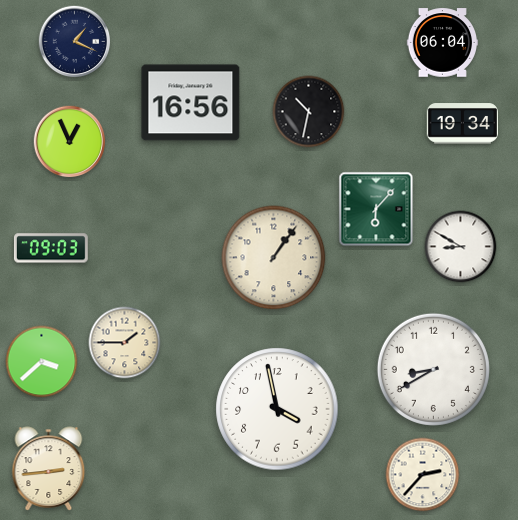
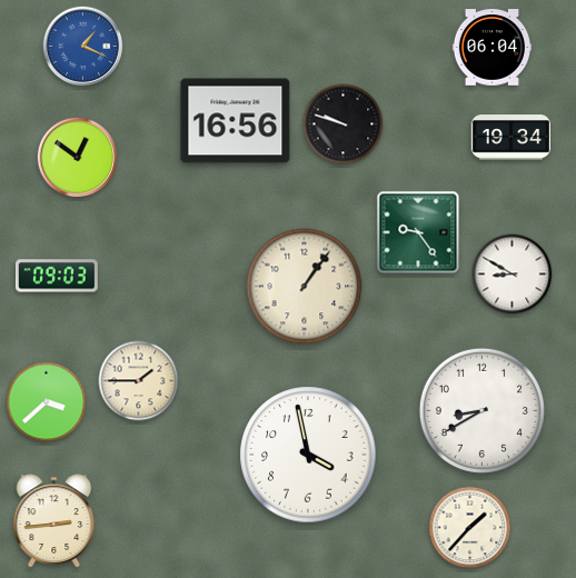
clock at (75, 42) dial: navy -> blue
clock at (191, 103) position: (191, 103) -> (236, 121)
clock at (309, 112): 10:32 -> 9:48
clock at (463, 124) position: (463, 124) -> (512, 138)
clock at (70, 142): 12:56 -> 12:51
clock at (376, 209): 6:07 -> 9:24
clock at (423, 475): 2:37 -> 1:37
